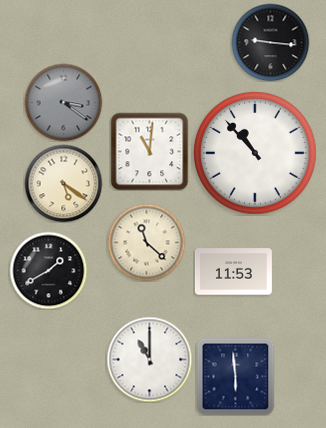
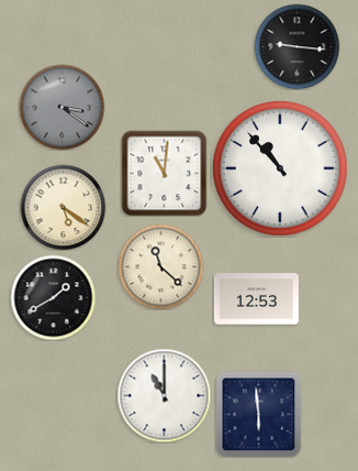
clock at (63, 102) position: (63, 102) -> (61, 107)
clock at (149, 151) position: (149, 151) -> (164, 173)
clock at (63, 183) position: (63, 183) -> (63, 207)
clock at (233, 272): 11:53 -> 12:53
